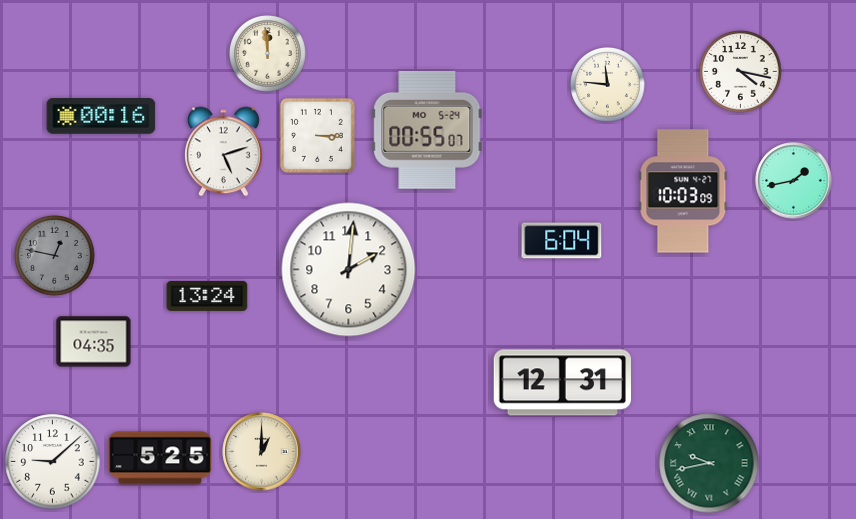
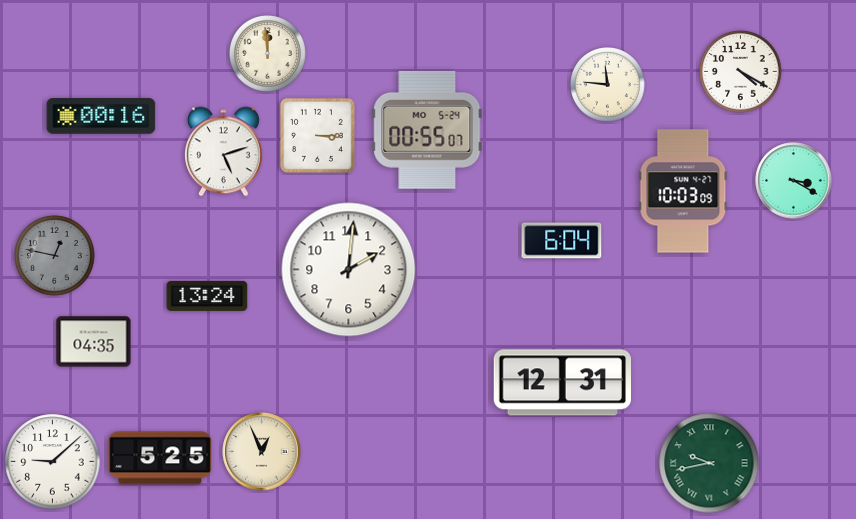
clock at (741, 72): 4:17 -> 4:20
clock at (794, 181): 1:43 -> 3:20
clock at (262, 452): 1:00 -> 12:56
